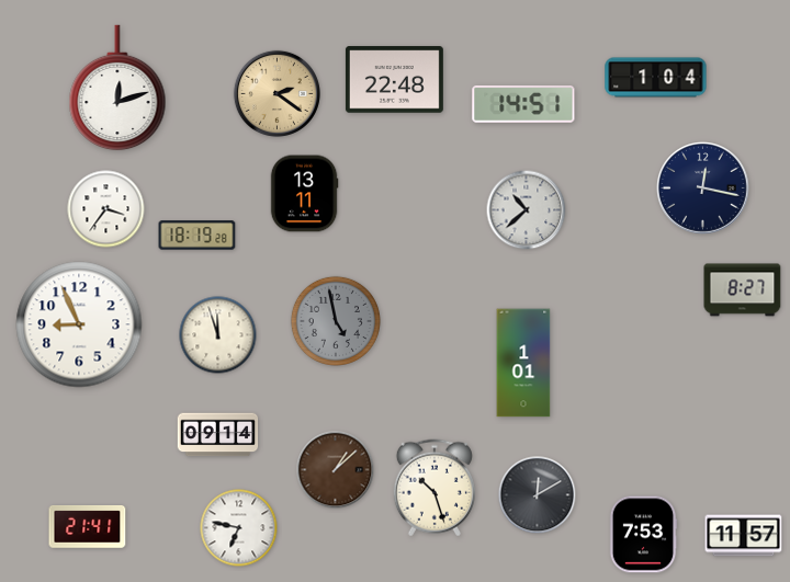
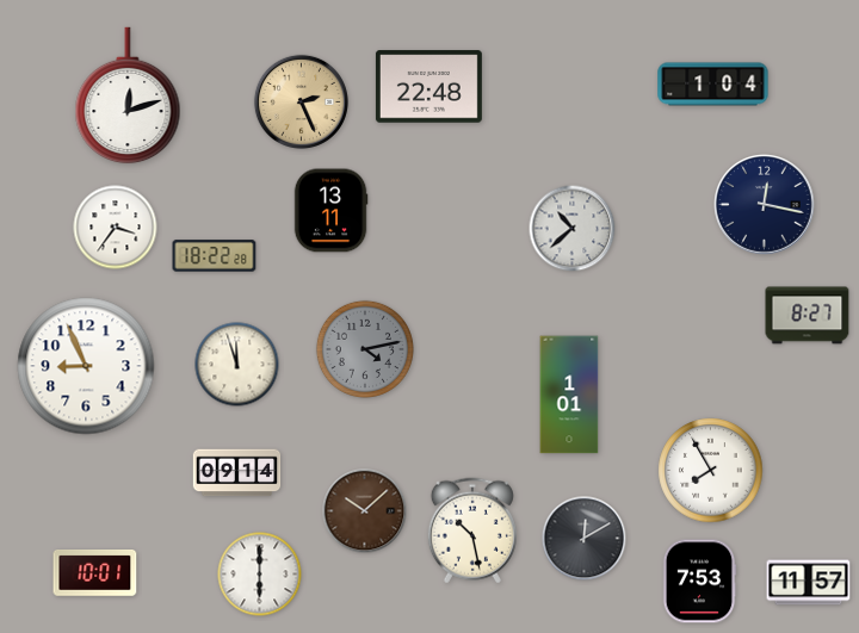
clock at (276, 93): 2:21 -> 2:26
clock at (523, 104): 14:51 -> none
clock at (198, 236): 18:19 -> 18:22
clock at (336, 321): 4:58 -> 4:13
clock at (79, 324) position: (79, 324) -> (86, 366)
clock at (711, 471): none -> 7:55
clock at (336, 470): 1:08 -> 10:08
clock at (435, 488): 10:27 -> 10:28
clock at (88, 527): 21:41 -> 10:01
clock at (239, 528): 6:47 -> 6:00
